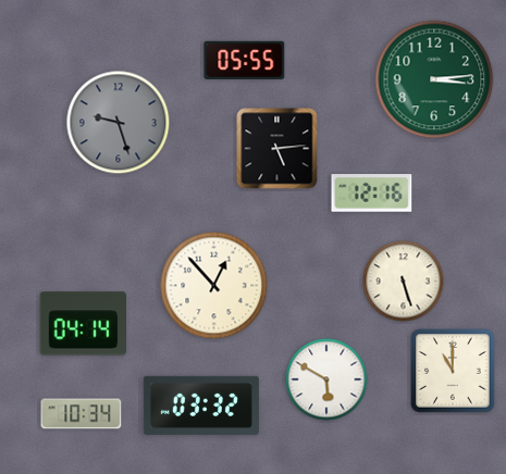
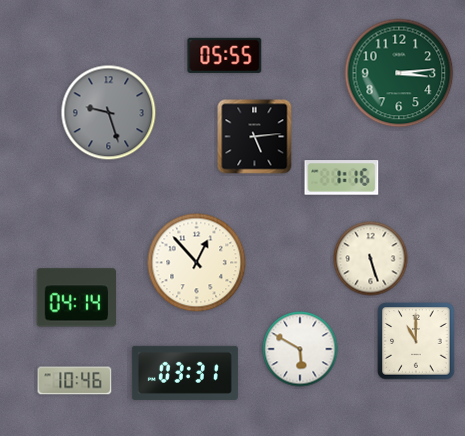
clock at (372, 194): 12:16 -> 1:16
clock at (201, 406): 03:32 -> 03:31
clock at (82, 414): 10:34 -> 10:46
